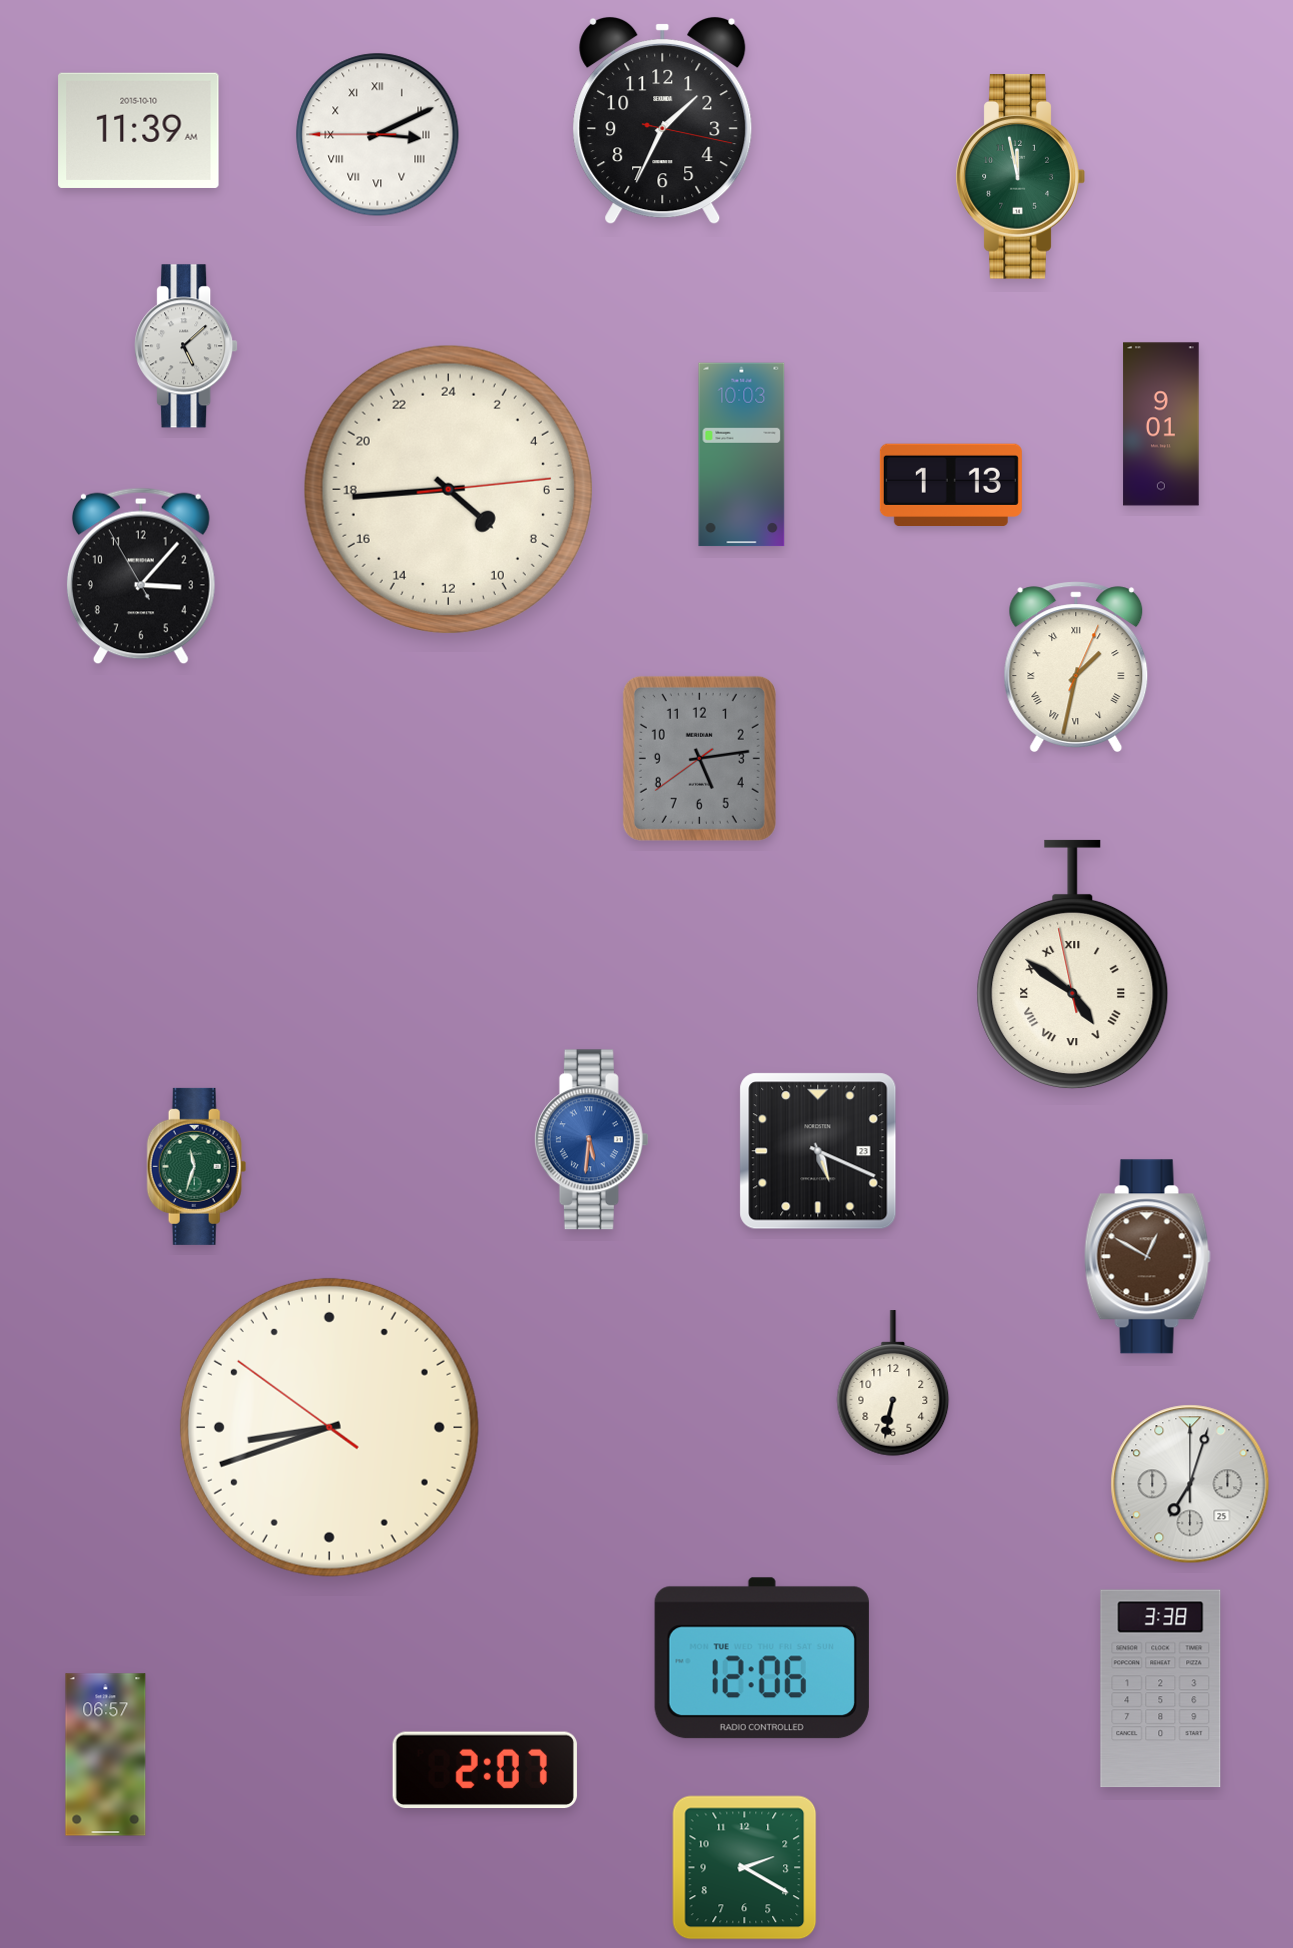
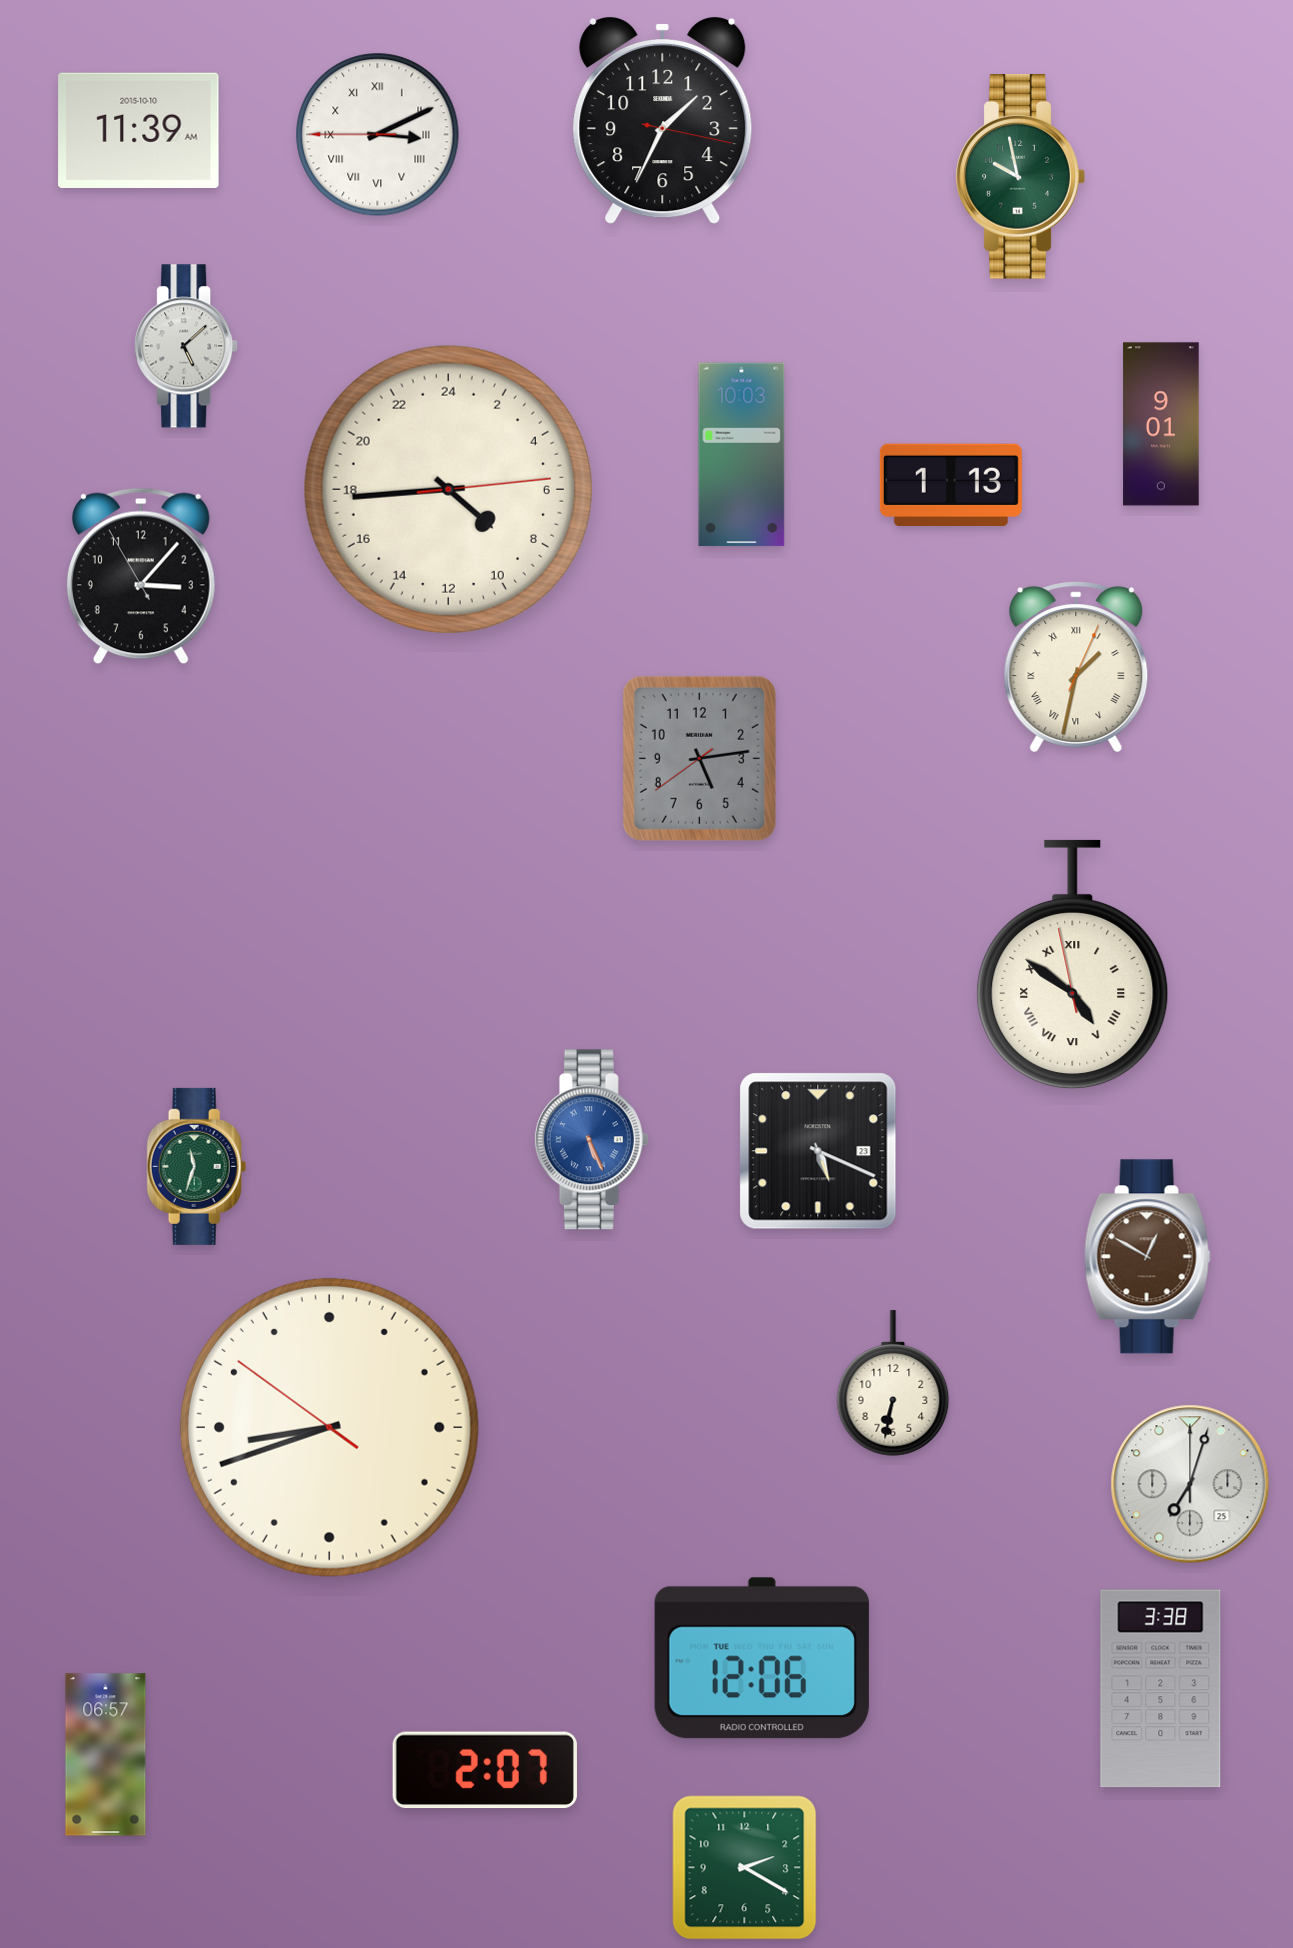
clock at (1020, 177): 11:58 -> 9:58
clock at (591, 1140): 5:31 -> 5:26
